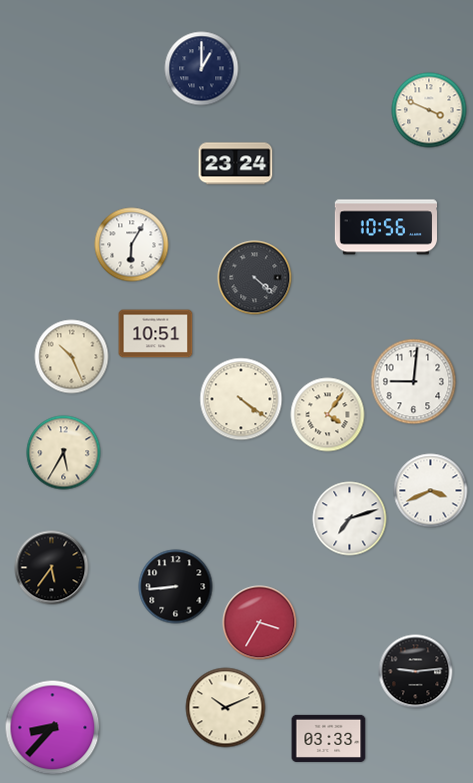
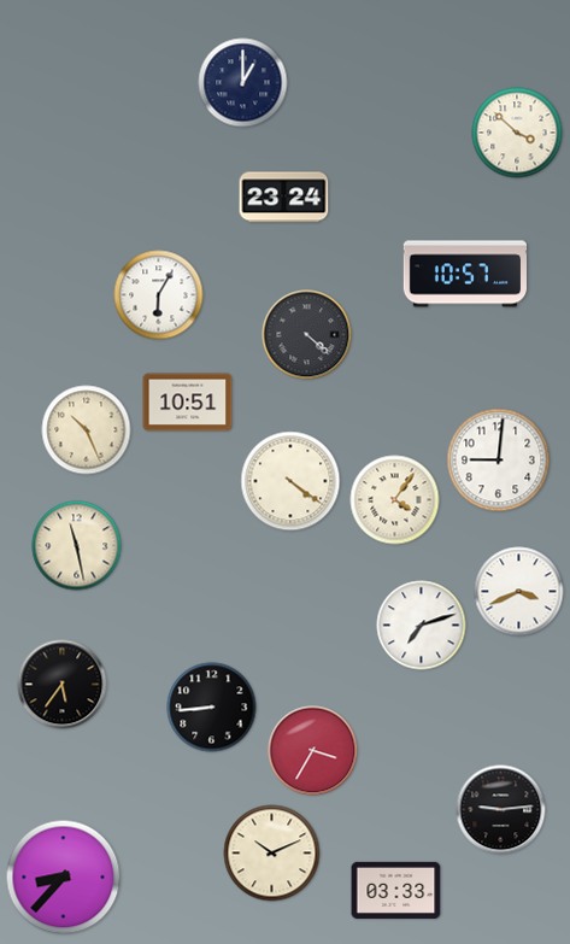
clock at (429, 110): 3:49 -> 3:52
clock at (385, 227): 10:56 -> 10:57
clock at (64, 453): 5:35 -> 11:28
